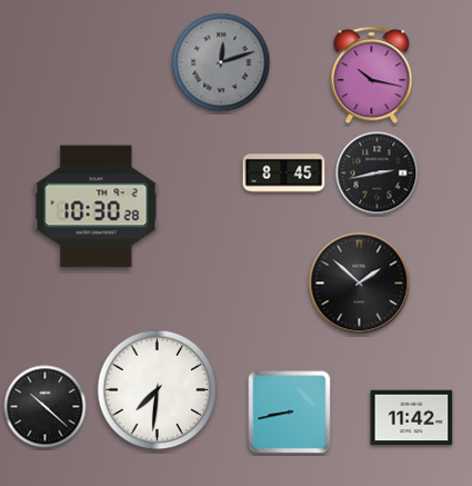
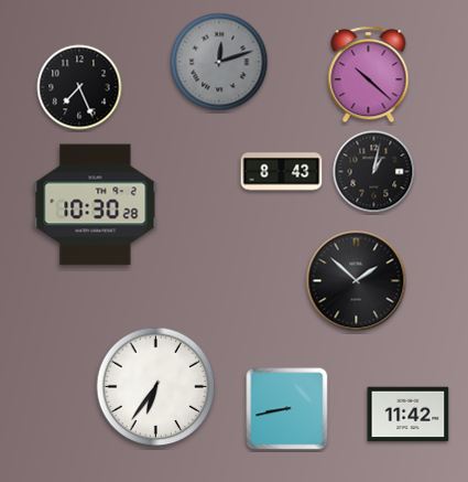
clock at (372, 76): 10:17 -> 10:22
clock at (79, 87): none -> 7:26
clock at (284, 173): 8:45 -> 8:43
clock at (378, 173): 2:43 -> 1:02
clock at (158, 390): 7:31 -> 6:36
clock at (46, 407): 10:22 -> none
